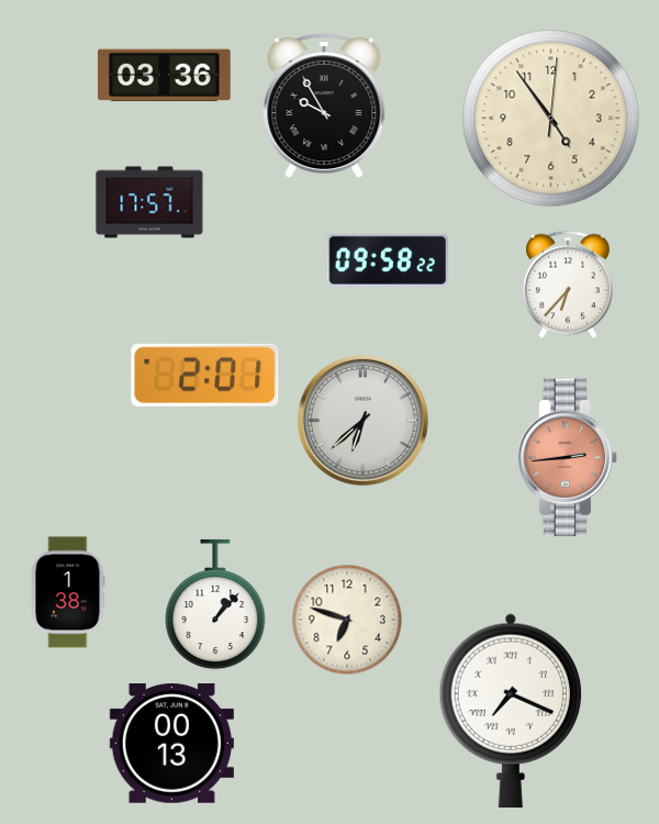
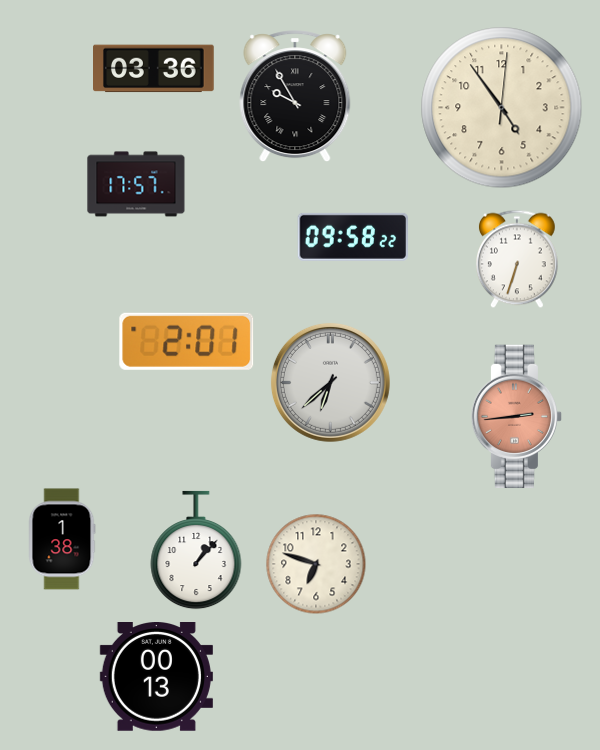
clock at (165, 76) position: (165, 76) -> (154, 69)
clock at (568, 285): 6:37 -> 6:33
clock at (511, 710): 7:19 -> none
